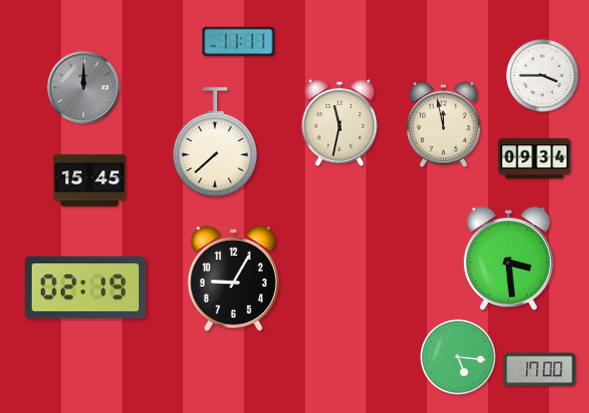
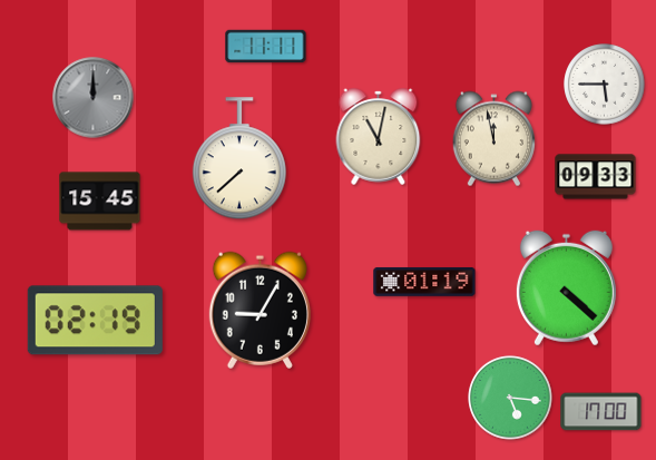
clock at (543, 76): 3:45 -> 5:45
clock at (340, 122): 11:32 -> 11:02
clock at (535, 159): 09:34 -> 09:33
clock at (424, 282): none -> 01:19
clock at (508, 259): 3:29 -> 4:22
